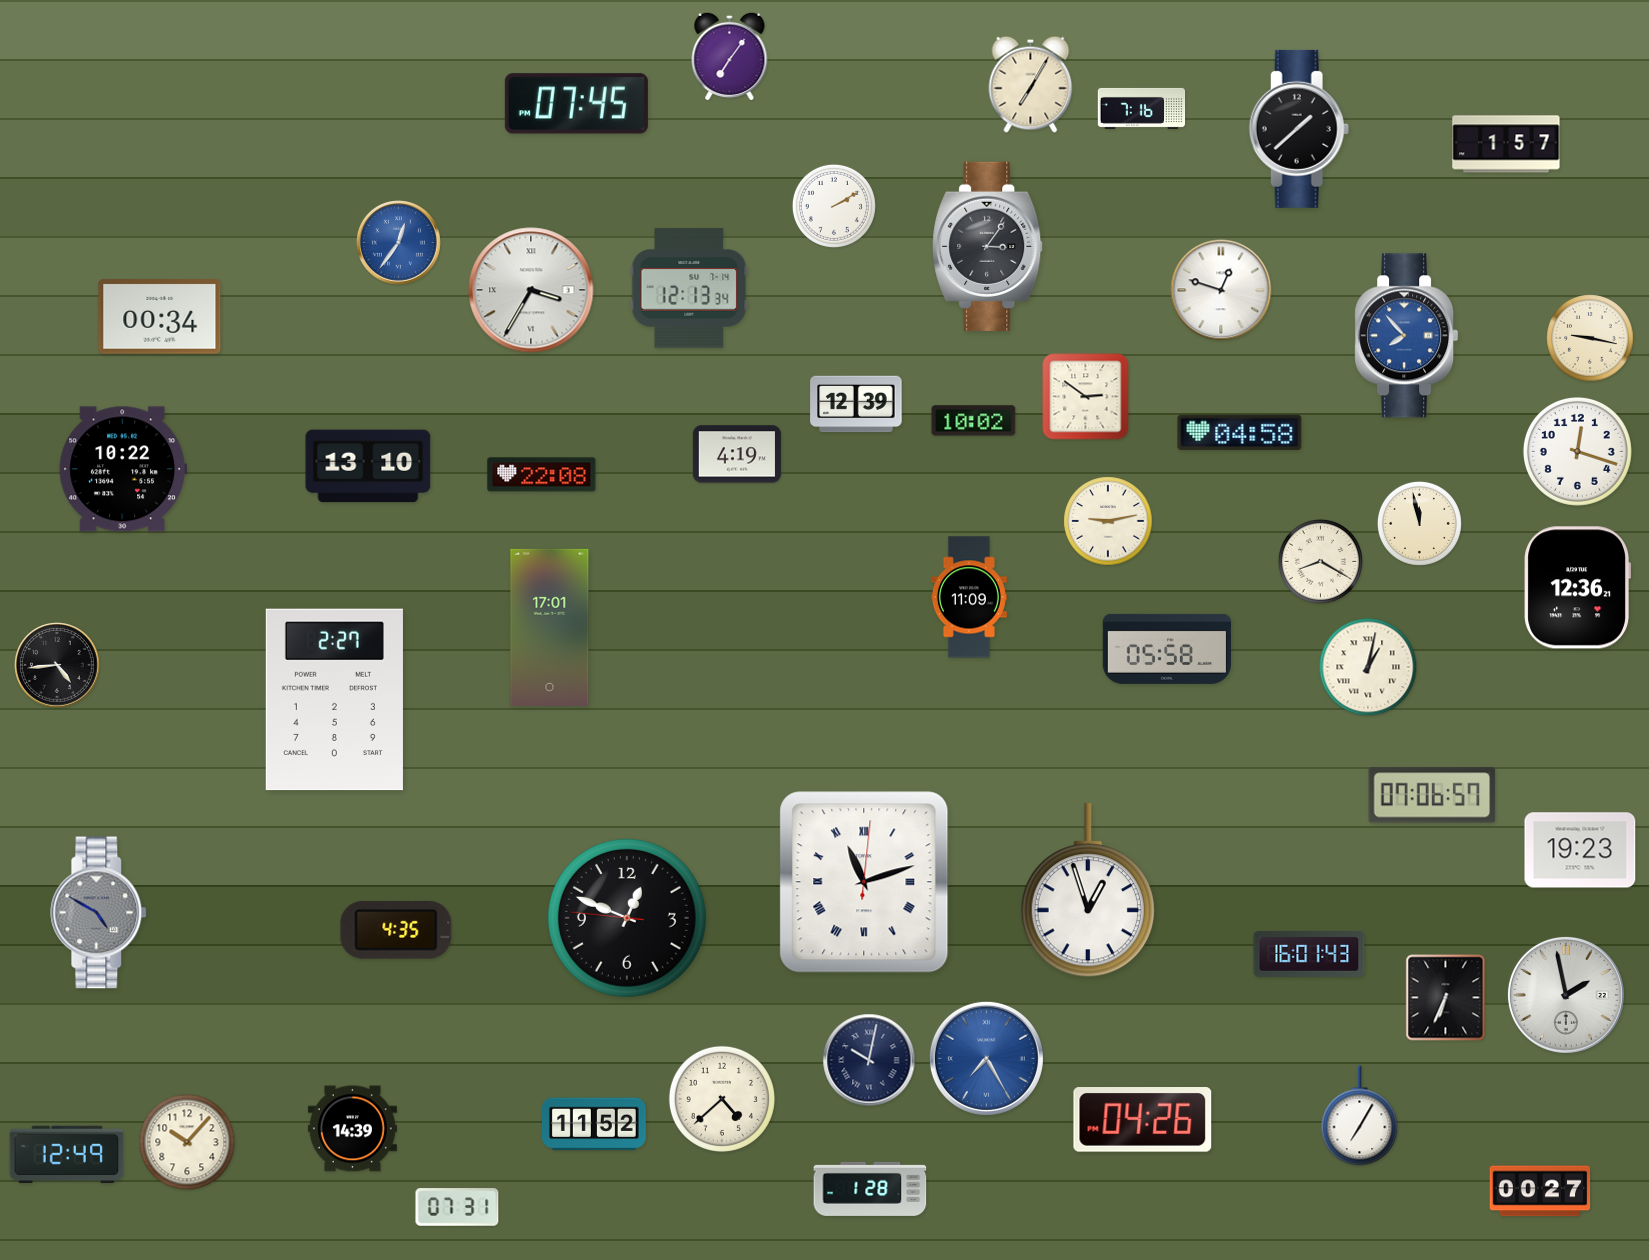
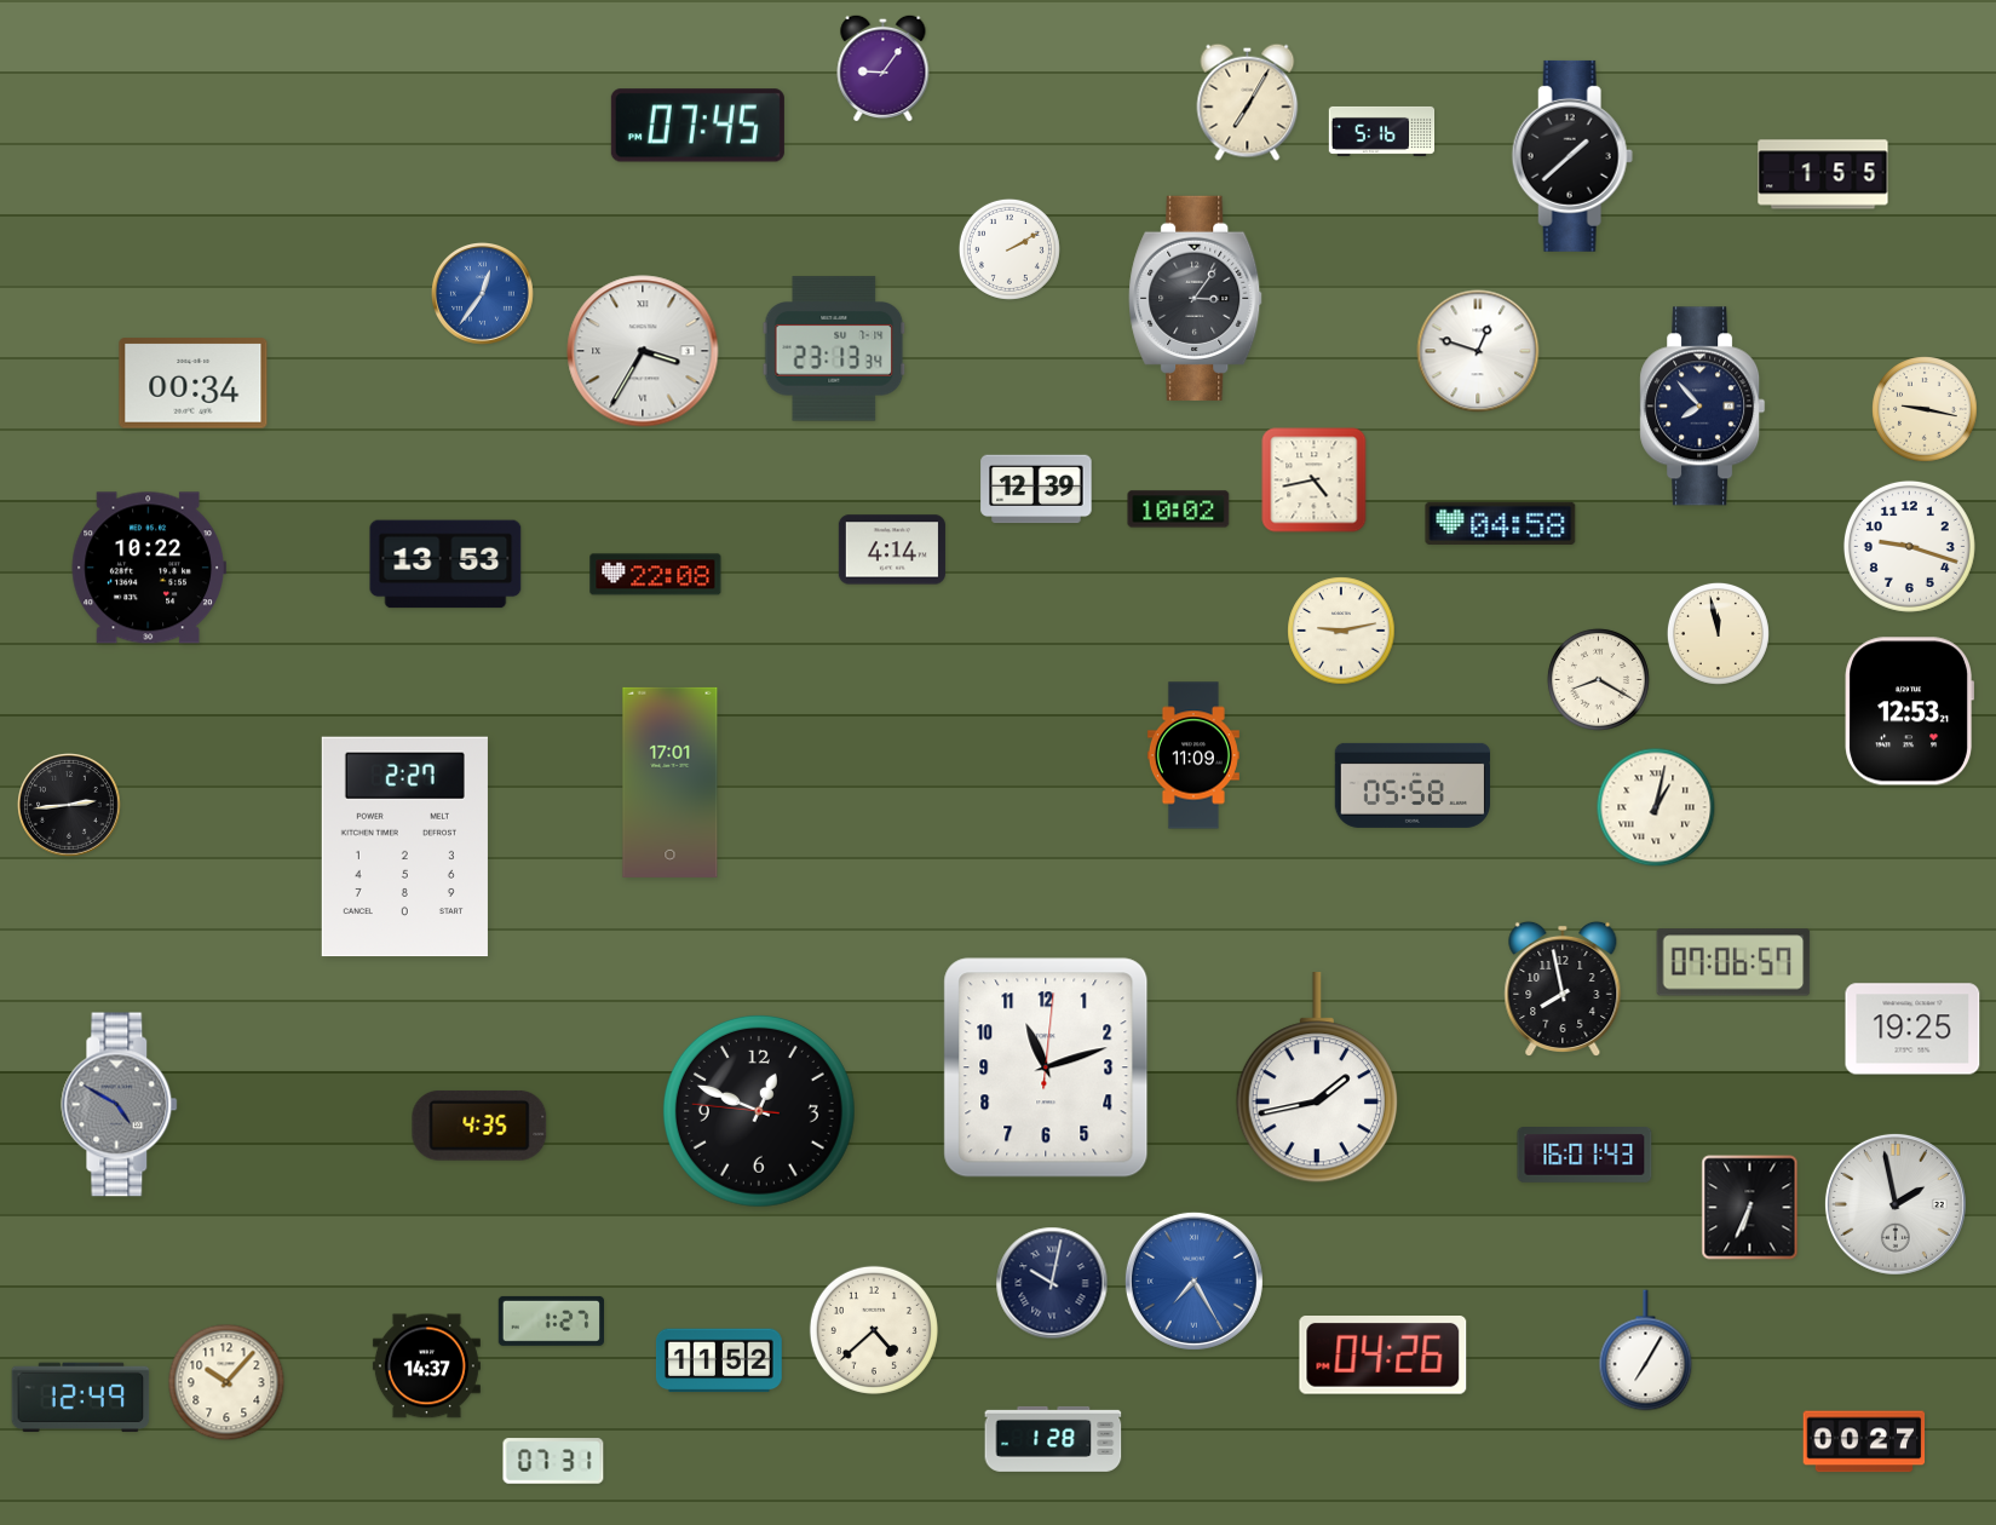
clock at (730, 56): 7:06 -> 9:06
clock at (1142, 108): 7:16 -> 5:16
clock at (1506, 144): 1:57 -> 1:55
clock at (689, 288): 12:13 -> 23:13
clock at (1407, 336) dial: blue -> navy
clock at (1086, 397): 2:51 -> 4:43
clock at (1577, 451): 12:18 -> 9:18
clock at (737, 454): 4:19 -> 4:14
clock at (368, 466): 13:10 -> 13:53
clock at (1577, 588): 12:36 -> 12:53
clock at (969, 597) position: (969, 597) -> (1193, 755)
clock at (550, 627) position: (550, 627) -> (671, 782)
clock at (58, 666): 4:44 -> 2:44
clock at (1563, 988): none -> 7:58
clock at (1580, 850): 19:23 -> 19:25
clock at (864, 882) numerals: Roman -> Arabic
clock at (1088, 891): 12:57 -> 1:43
clock at (551, 1320): none -> 1:27
clock at (352, 1129): 14:39 -> 14:37
